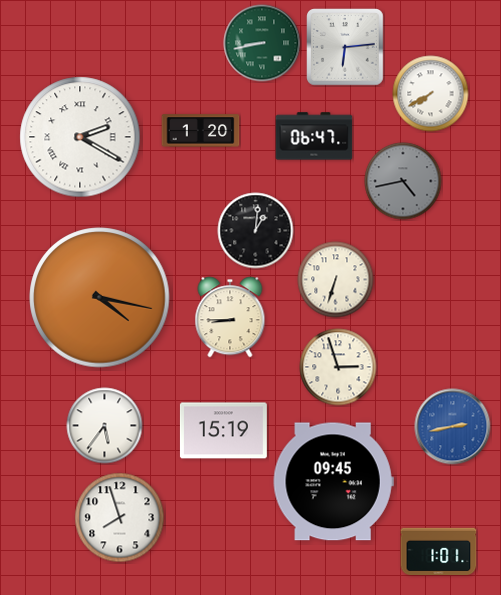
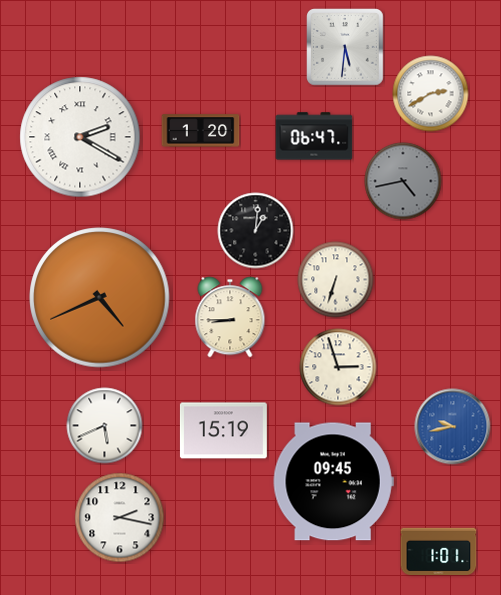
clock at (262, 43): 8:43 -> none
clock at (345, 47): 6:14 -> 5:31
clock at (431, 94): 7:40 -> 2:40
clock at (100, 298): 4:17 -> 4:41
clock at (105, 426): 5:36 -> 5:41
clock at (453, 427): 2:43 -> 9:43
clock at (120, 518): 7:57 -> 2:17
